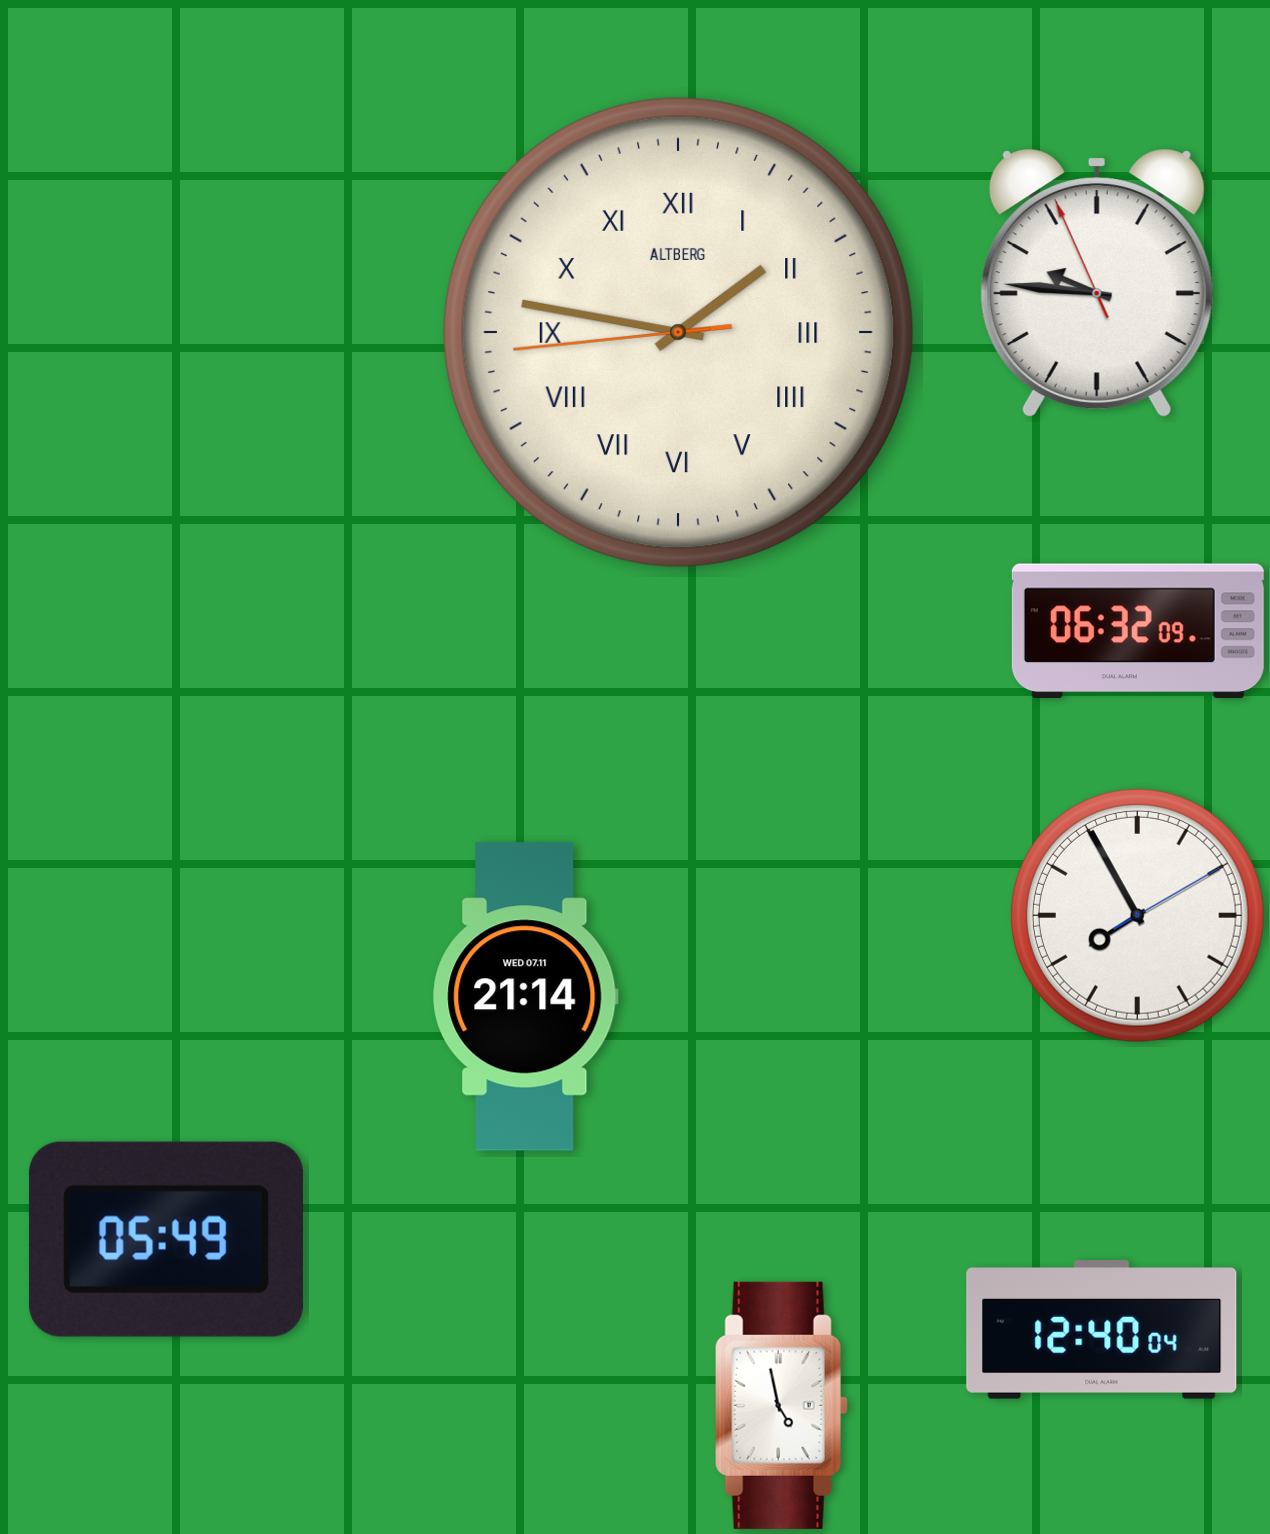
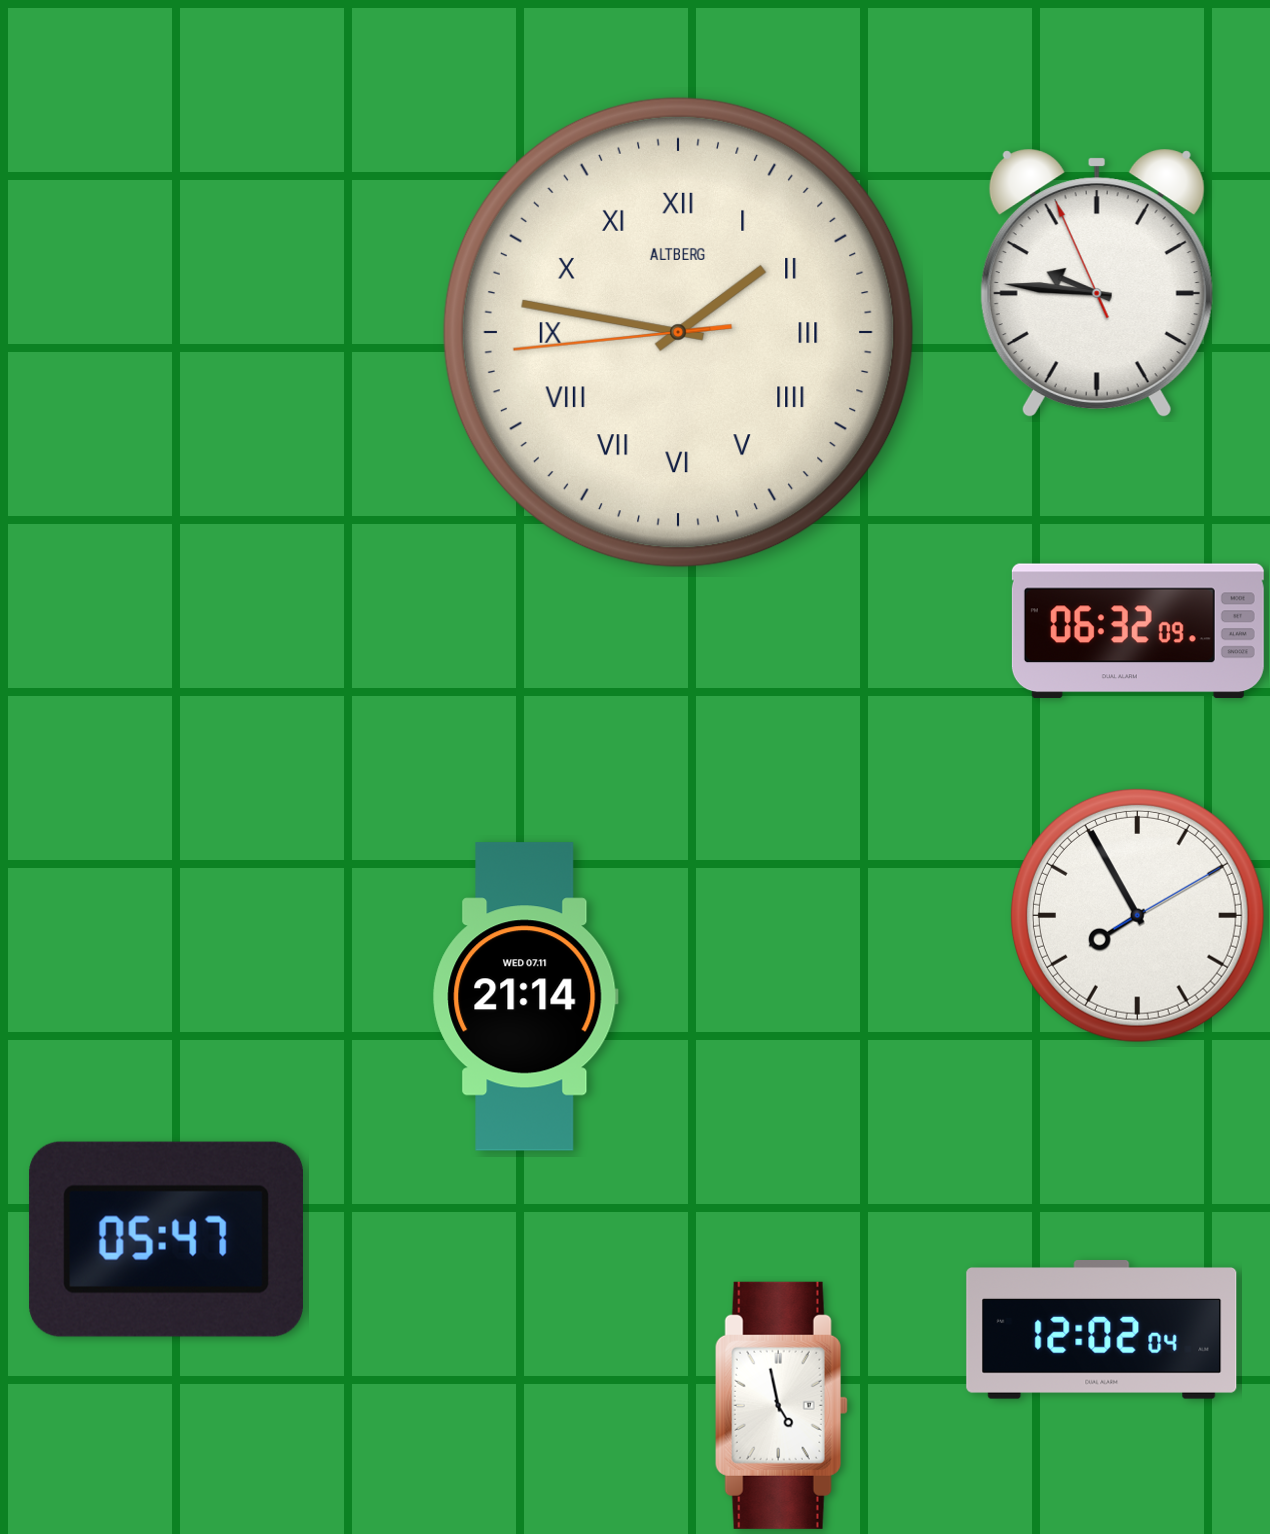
clock at (166, 1239): 05:49 -> 05:47
clock at (1102, 1330): 12:40 -> 12:02
